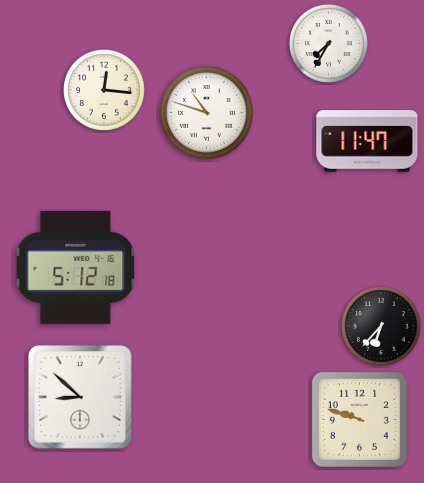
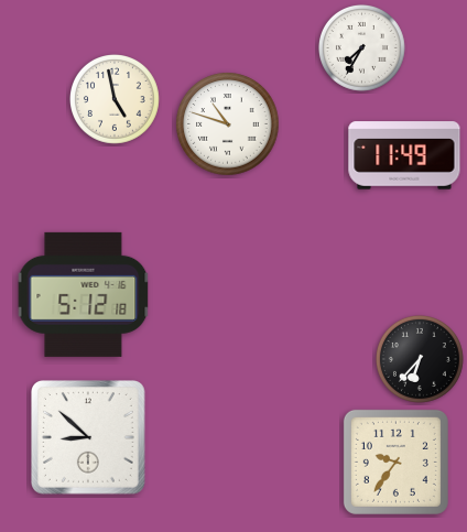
clock at (105, 91): 12:16 -> 4:58
clock at (367, 141): 11:47 -> 11:49
clock at (359, 419): 9:48 -> 9:36
